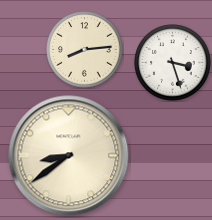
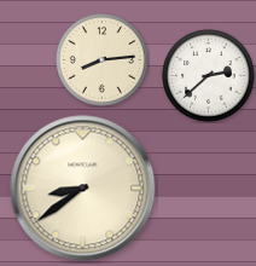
clock at (173, 63): 3:27 -> 2:38
